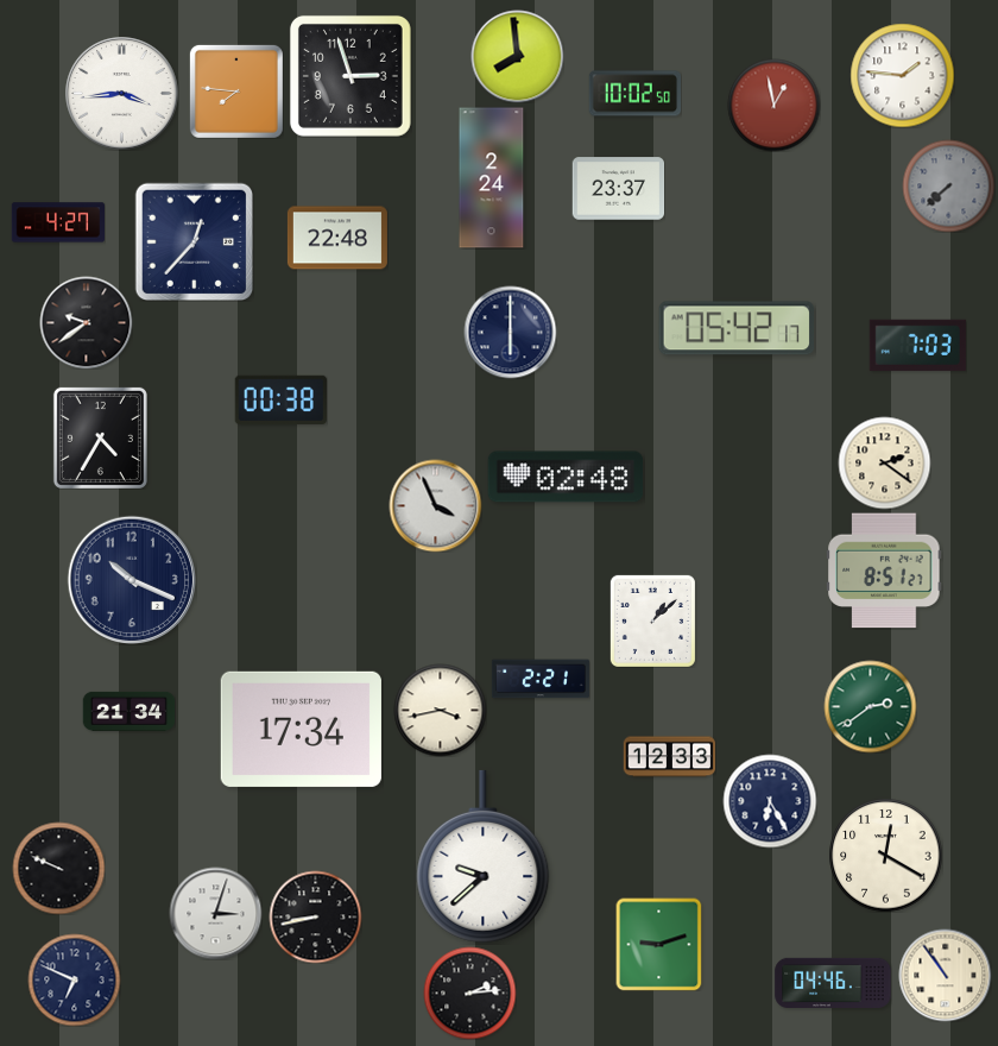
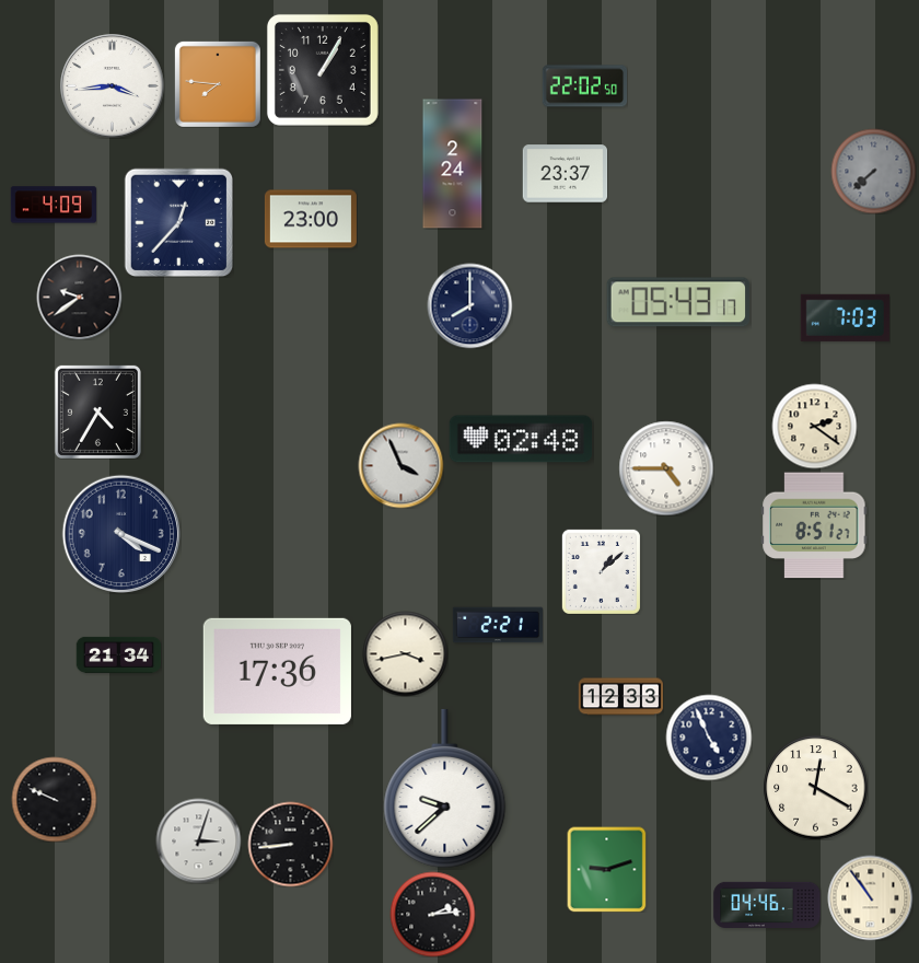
clock at (517, 56): 7:59 -> none
clock at (902, 75): 1:46 -> none
clock at (350, 76): 2:57 -> 1:05
clock at (634, 94): 10:02 -> 22:02
clock at (773, 105): 12:58 -> none
clock at (618, 189) position: (618, 189) -> (565, 174)
clock at (57, 222): 4:27 -> 4:09
clock at (337, 238): 22:48 -> 23:00
clock at (735, 328): 05:42 -> 05:43
clock at (510, 332): 6:00 -> 8:00
clock at (280, 399): 00:38 -> none
clock at (100, 437) position: (100, 437) -> (97, 411)
clock at (666, 468): none -> 4:45
clock at (131, 579): 10:19 -> 4:19
clock at (870, 706): 2:39 -> none
clock at (301, 729): 17:34 -> 17:36
clock at (669, 757) position: (669, 757) -> (620, 697)
clock at (770, 801): 6:25 -> 4:56
clock at (315, 916): 8:43 -> 8:44
clock at (74, 979): 6:49 -> none
